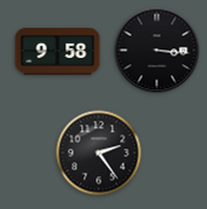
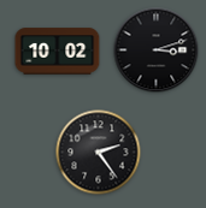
clock at (157, 51): 3:16 -> 3:12
clock at (58, 52): 9:58 -> 10:02
